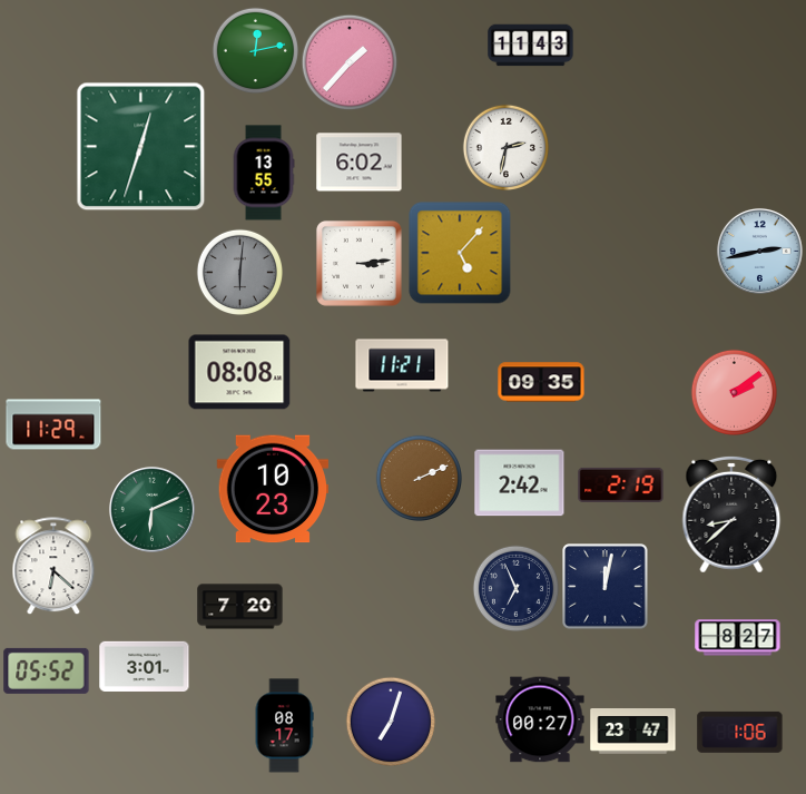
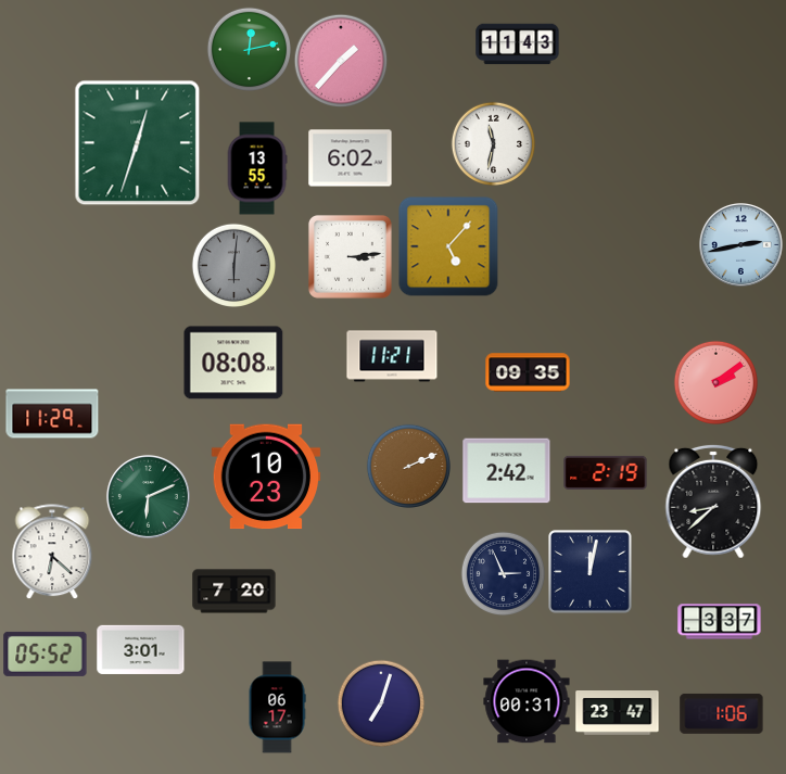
clock at (505, 147): 2:32 -> 11:32
clock at (515, 588): 6:56 -> 2:56
clock at (738, 638): 8:27 -> 3:37
clock at (540, 719): 00:27 -> 00:31
clock at (284, 726): 08:17 -> 06:17
